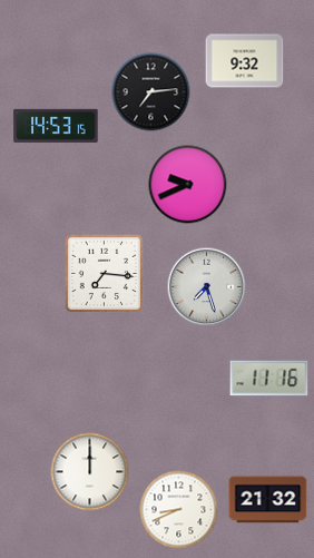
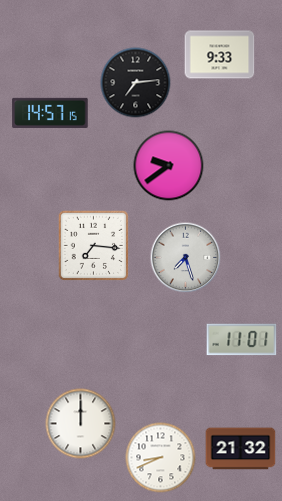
clock at (245, 61): 9:32 -> 9:33
clock at (56, 126): 14:53 -> 14:57
clock at (188, 185): 9:41 -> 9:39
clock at (269, 379): 11:16 -> 11:01
